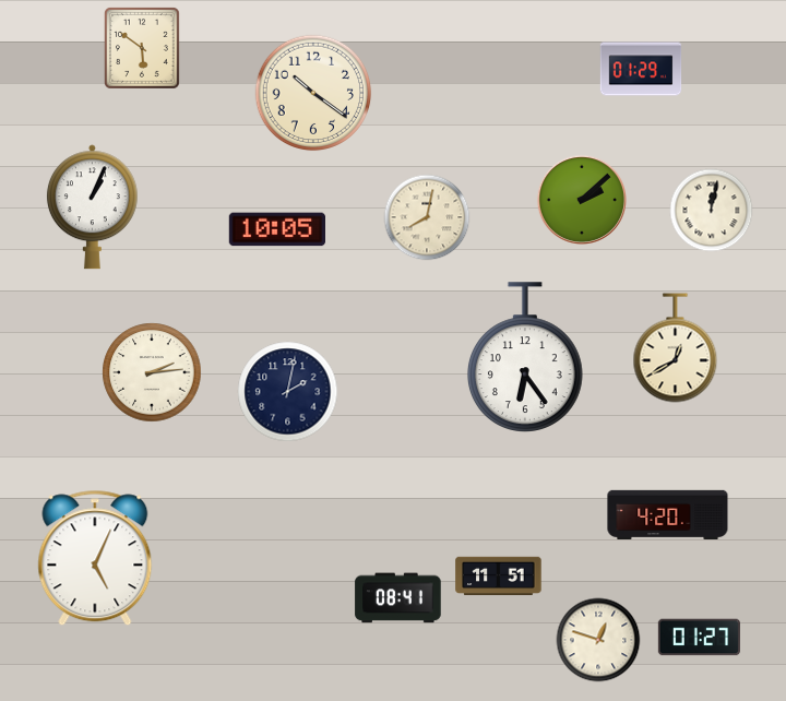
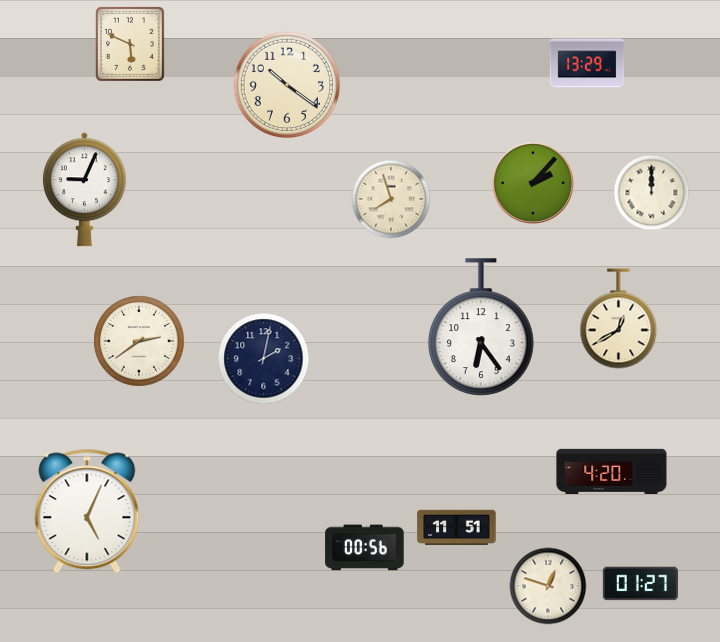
clock at (142, 49): 5:51 -> 5:49
clock at (641, 69): 01:29 -> 13:29
clock at (582, 200): 2:08 -> 2:07
clock at (92, 207): 1:04 -> 9:04
clock at (712, 211): 12:02 -> 12:00
clock at (427, 217): 8:02 -> 7:57
clock at (276, 229): 10:05 -> none
clock at (152, 372): 2:14 -> 2:39
clock at (398, 598): 08:41 -> 00:56
